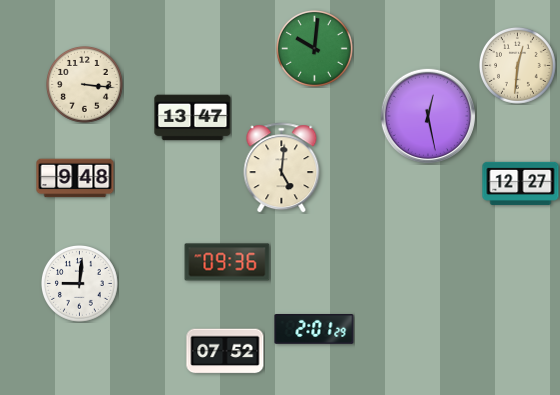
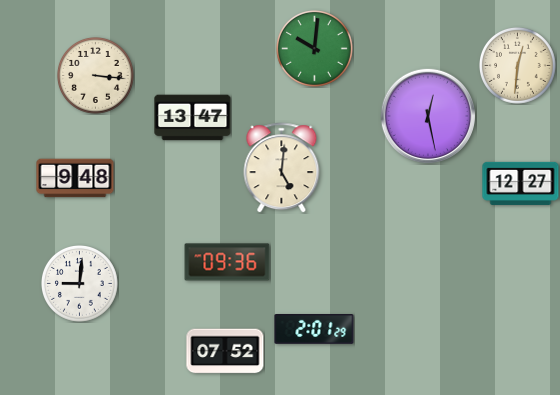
clock at (85, 85) position: (85, 85) -> (96, 76)
